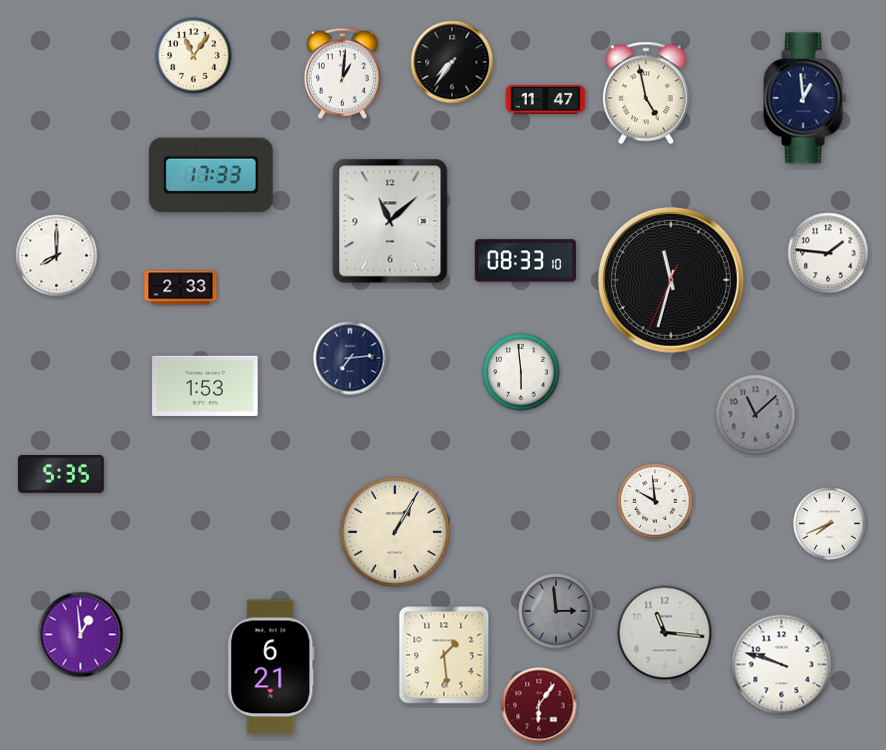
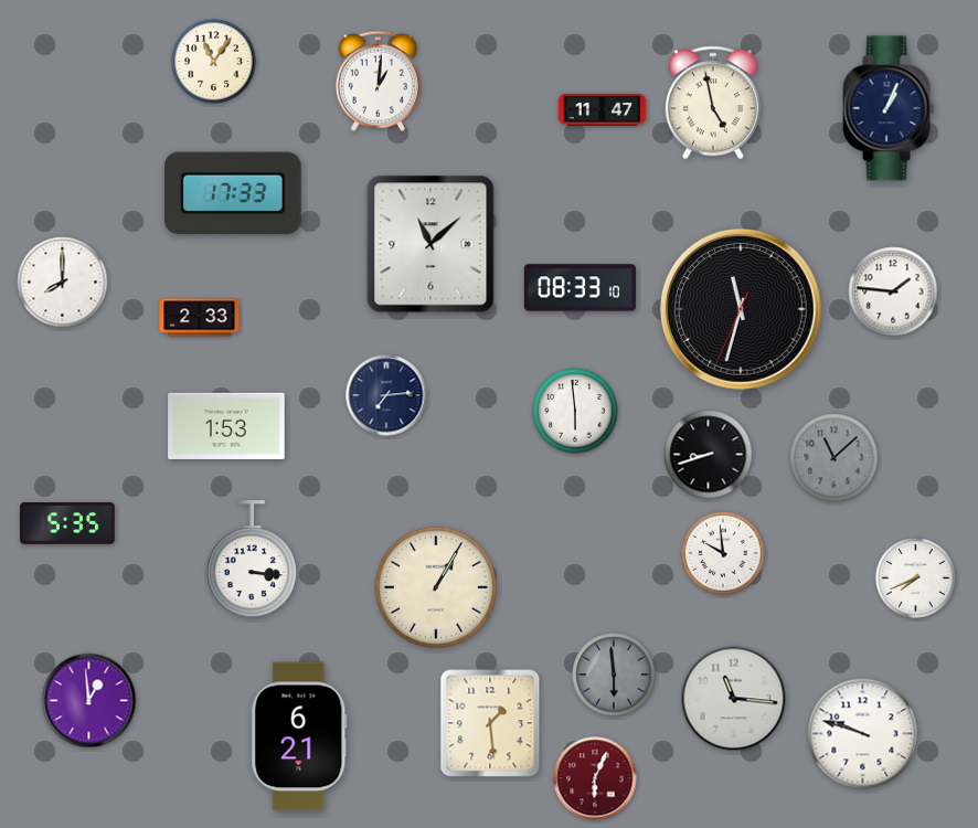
clock at (452, 62): 7:36 -> none
clock at (805, 98): 12:59 -> 1:04
clock at (828, 253) position: (828, 253) -> (893, 291)
clock at (709, 455): none -> 8:42
clock at (252, 560): none -> 3:16
clock at (556, 611): 2:59 -> 5:59
clock at (539, 705): 6:06 -> 6:04
